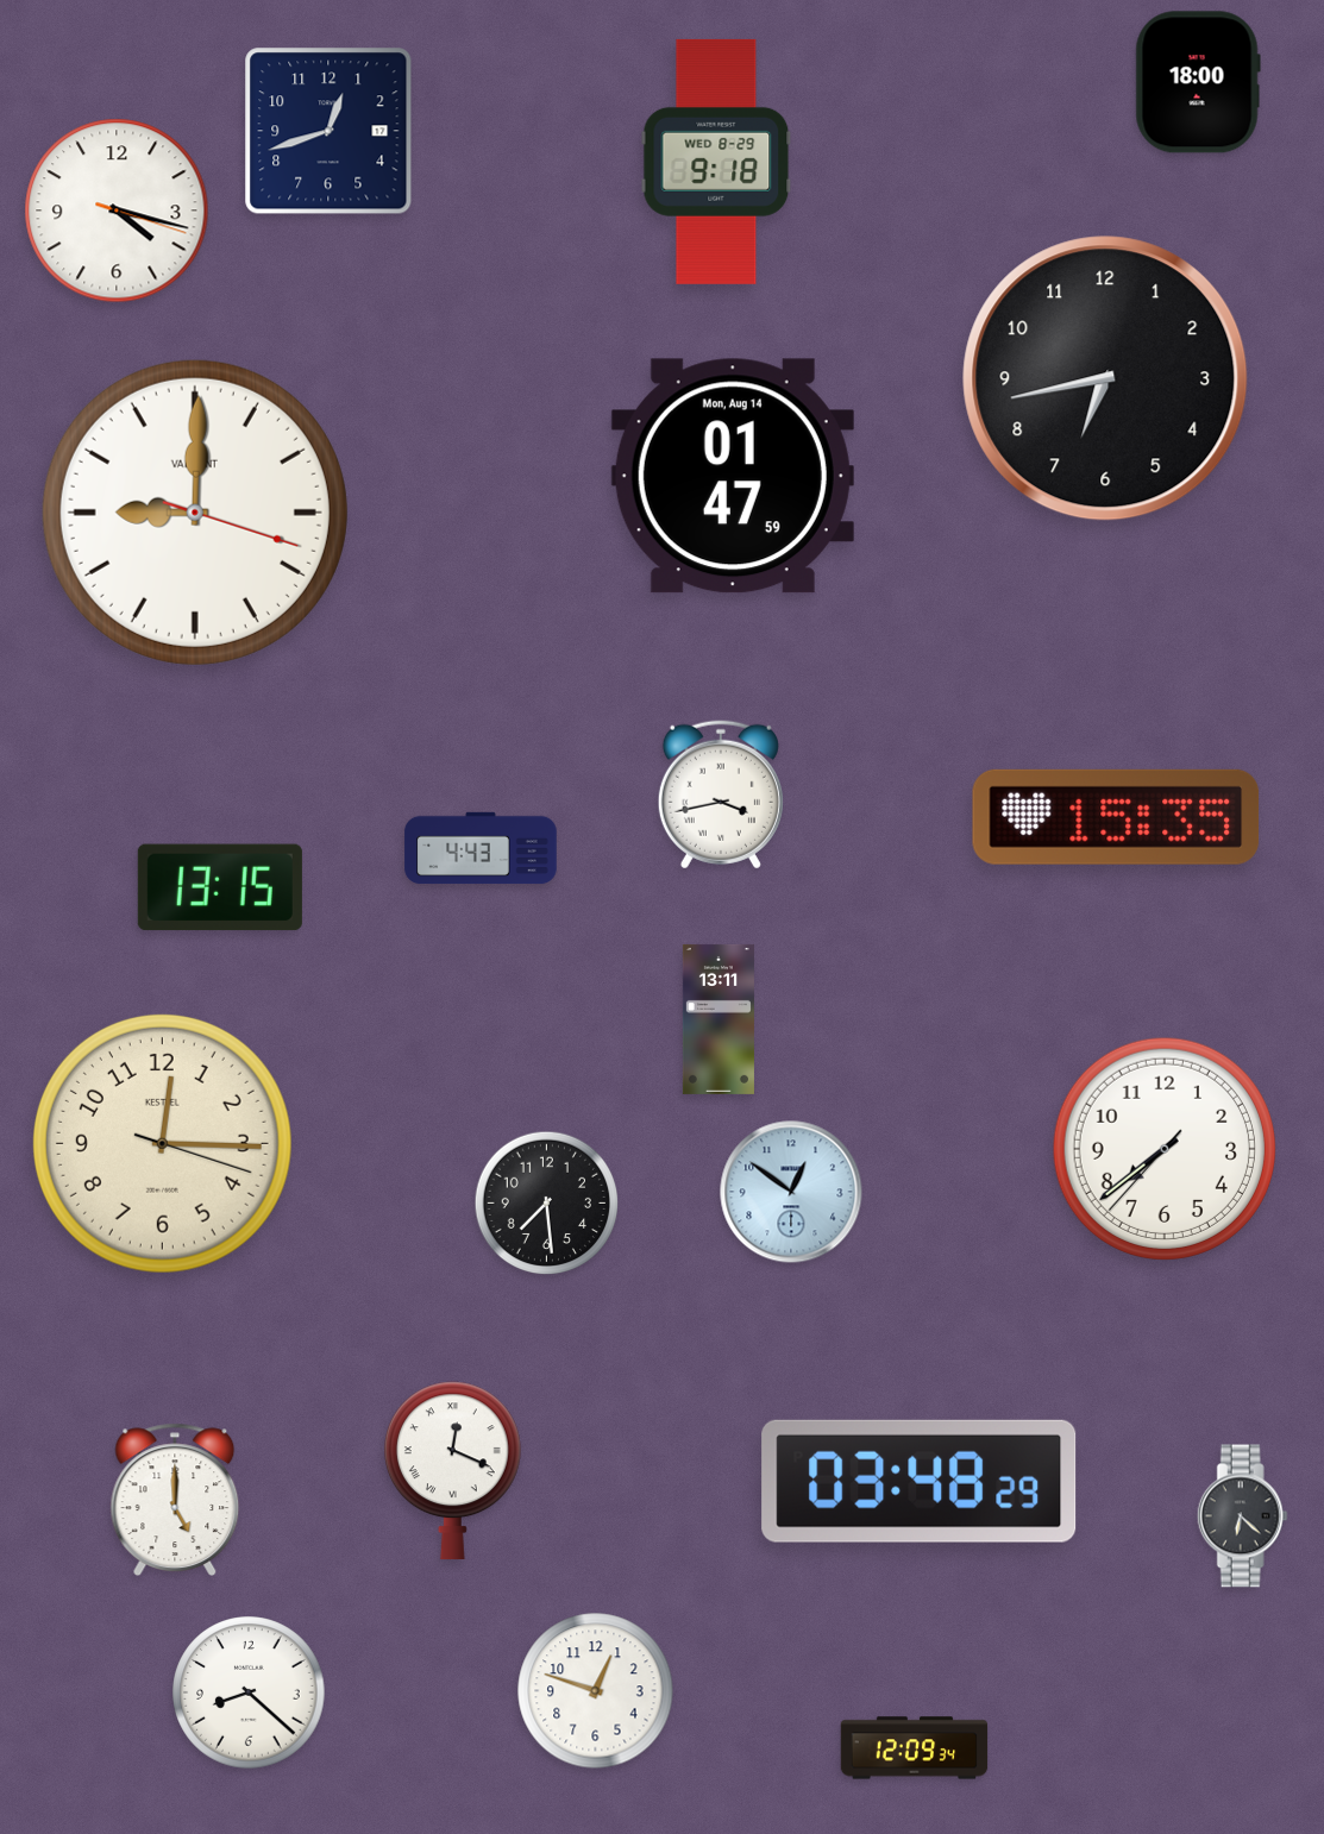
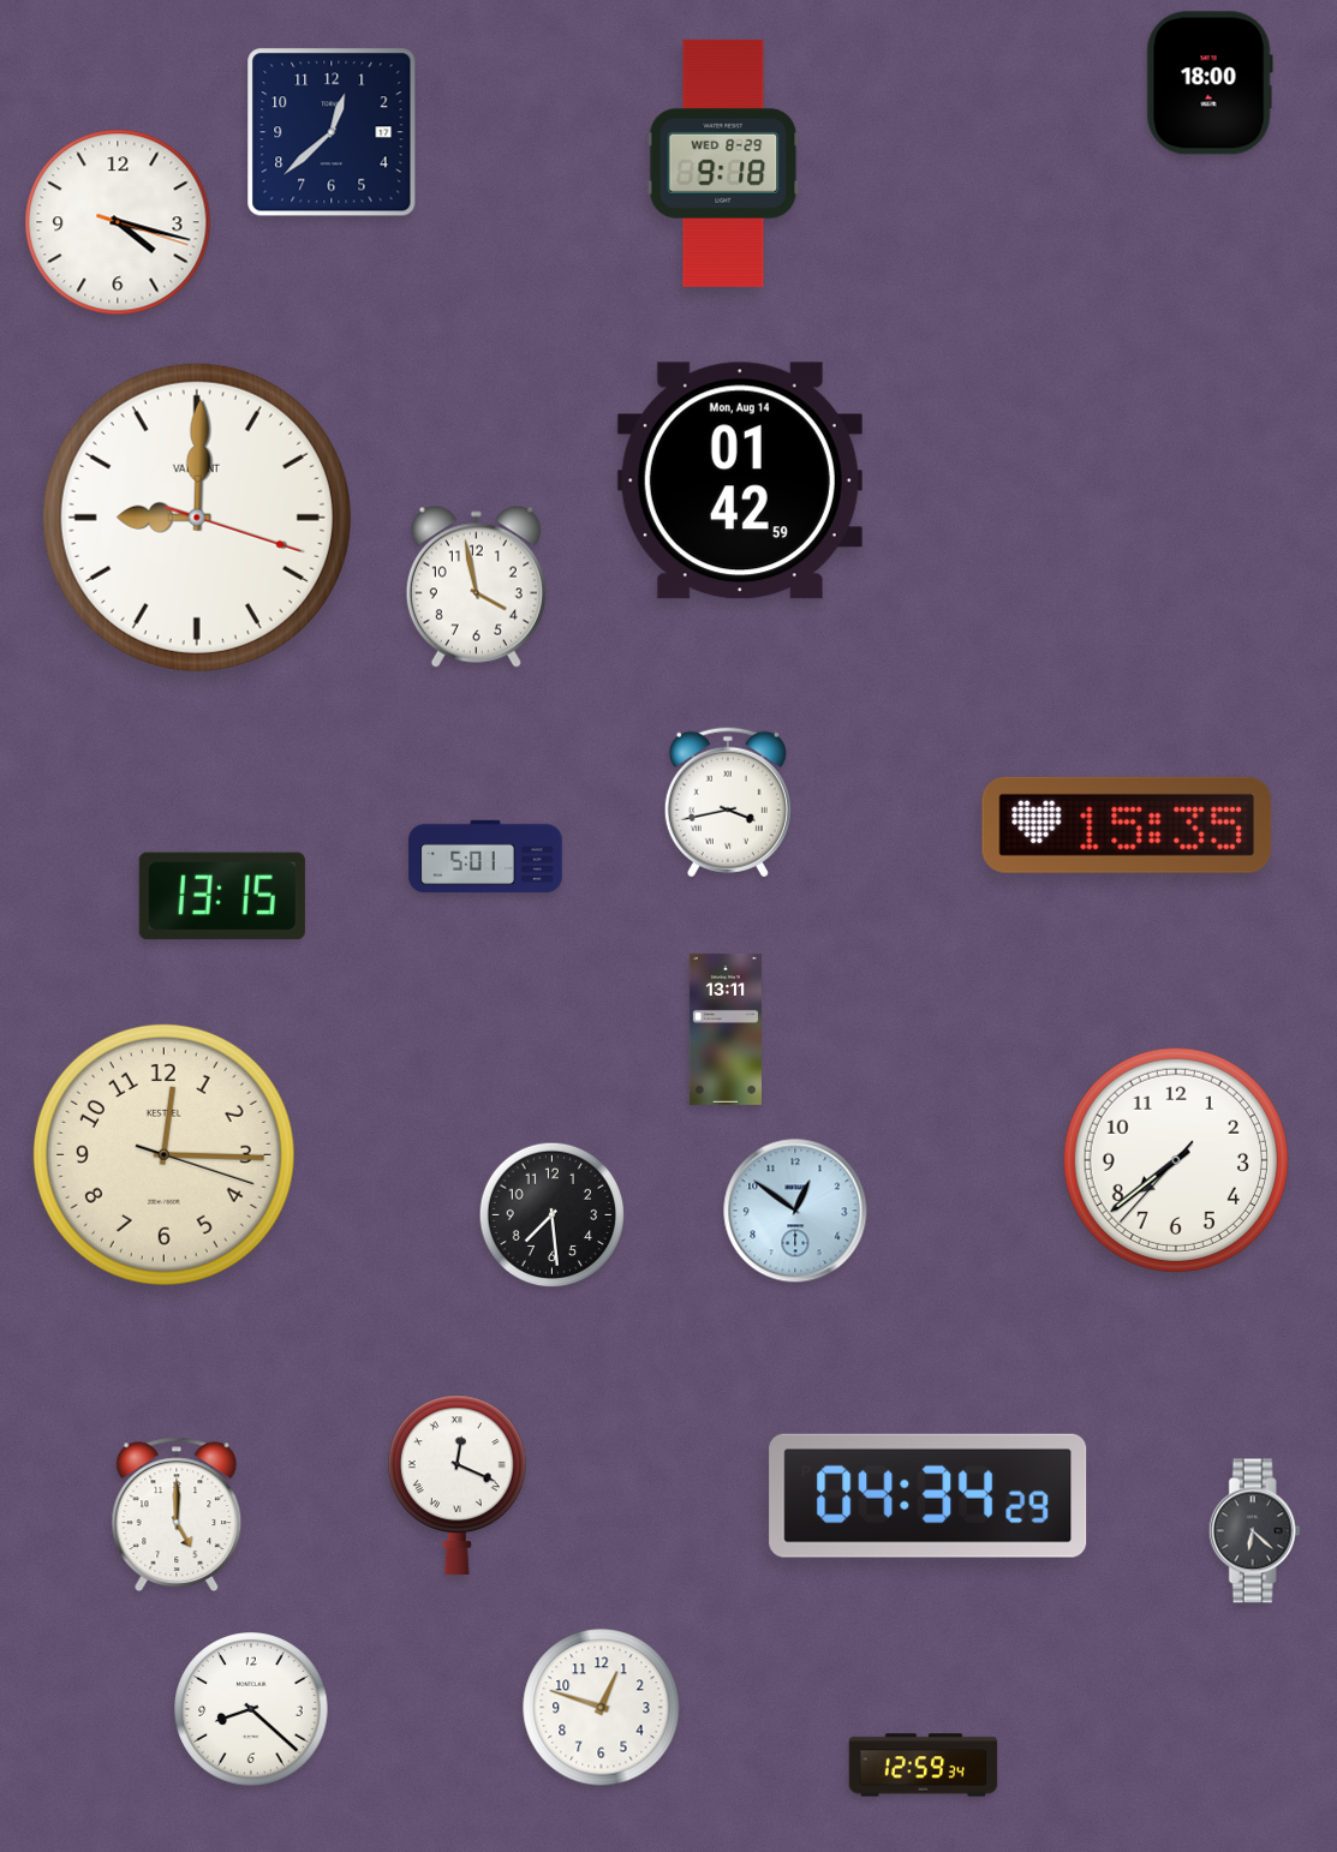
clock at (328, 131): 12:42 -> 12:38
clock at (117, 211) position: (117, 211) -> (118, 222)
clock at (1105, 378): 6:43 -> none
clock at (733, 476): 01:47 -> 01:42
clock at (476, 586): none -> 3:58
clock at (481, 848): 4:43 -> 5:01
clock at (791, 1192) position: (791, 1192) -> (795, 1211)
clock at (920, 1481): 03:48 -> 04:34
clock at (915, 1748): 12:09 -> 12:59
